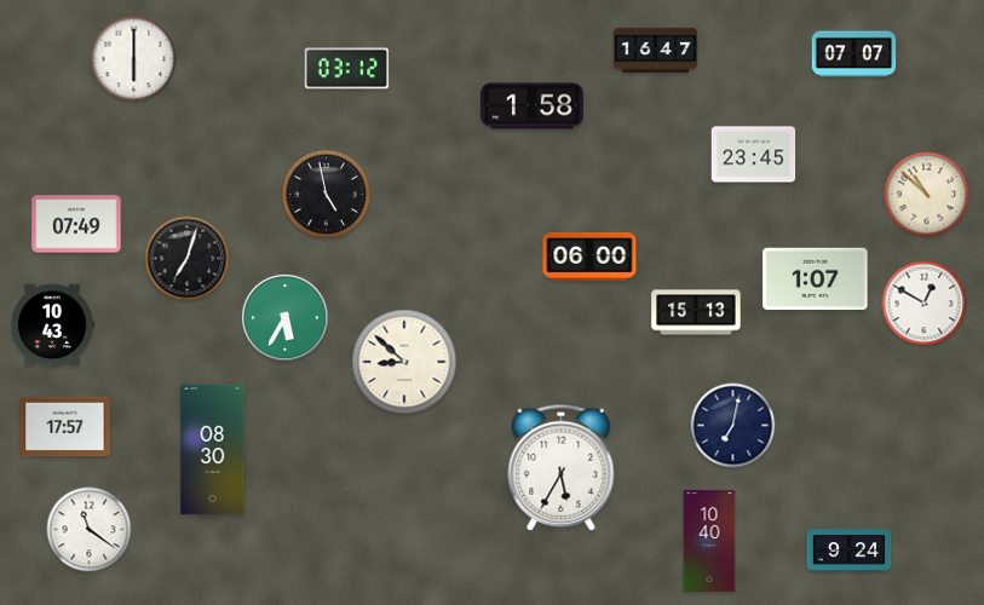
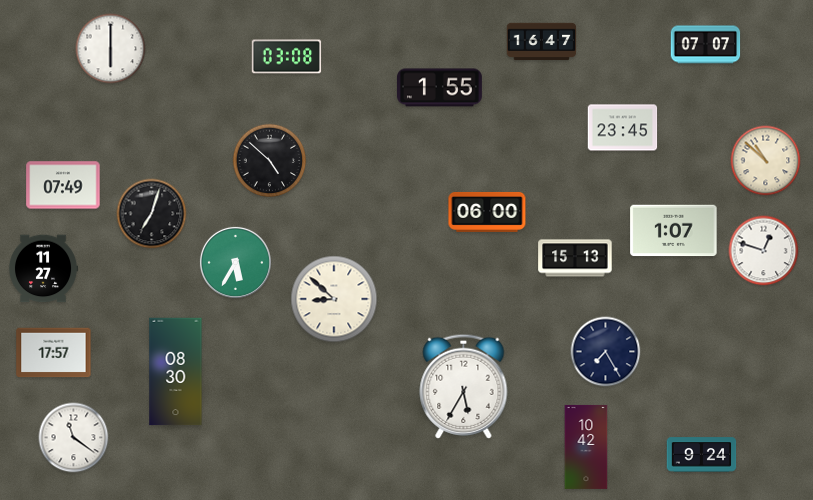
clock at (347, 69): 03:12 -> 03:08
clock at (533, 106): 1:58 -> 1:55
clock at (327, 195): 4:58 -> 4:52
clock at (188, 259) position: (188, 259) -> (152, 214)
clock at (925, 304): 12:50 -> 12:48
clock at (52, 325): 10:43 -> 11:27
clock at (733, 426): 7:02 -> 7:25
clock at (709, 541): 10:40 -> 10:42
